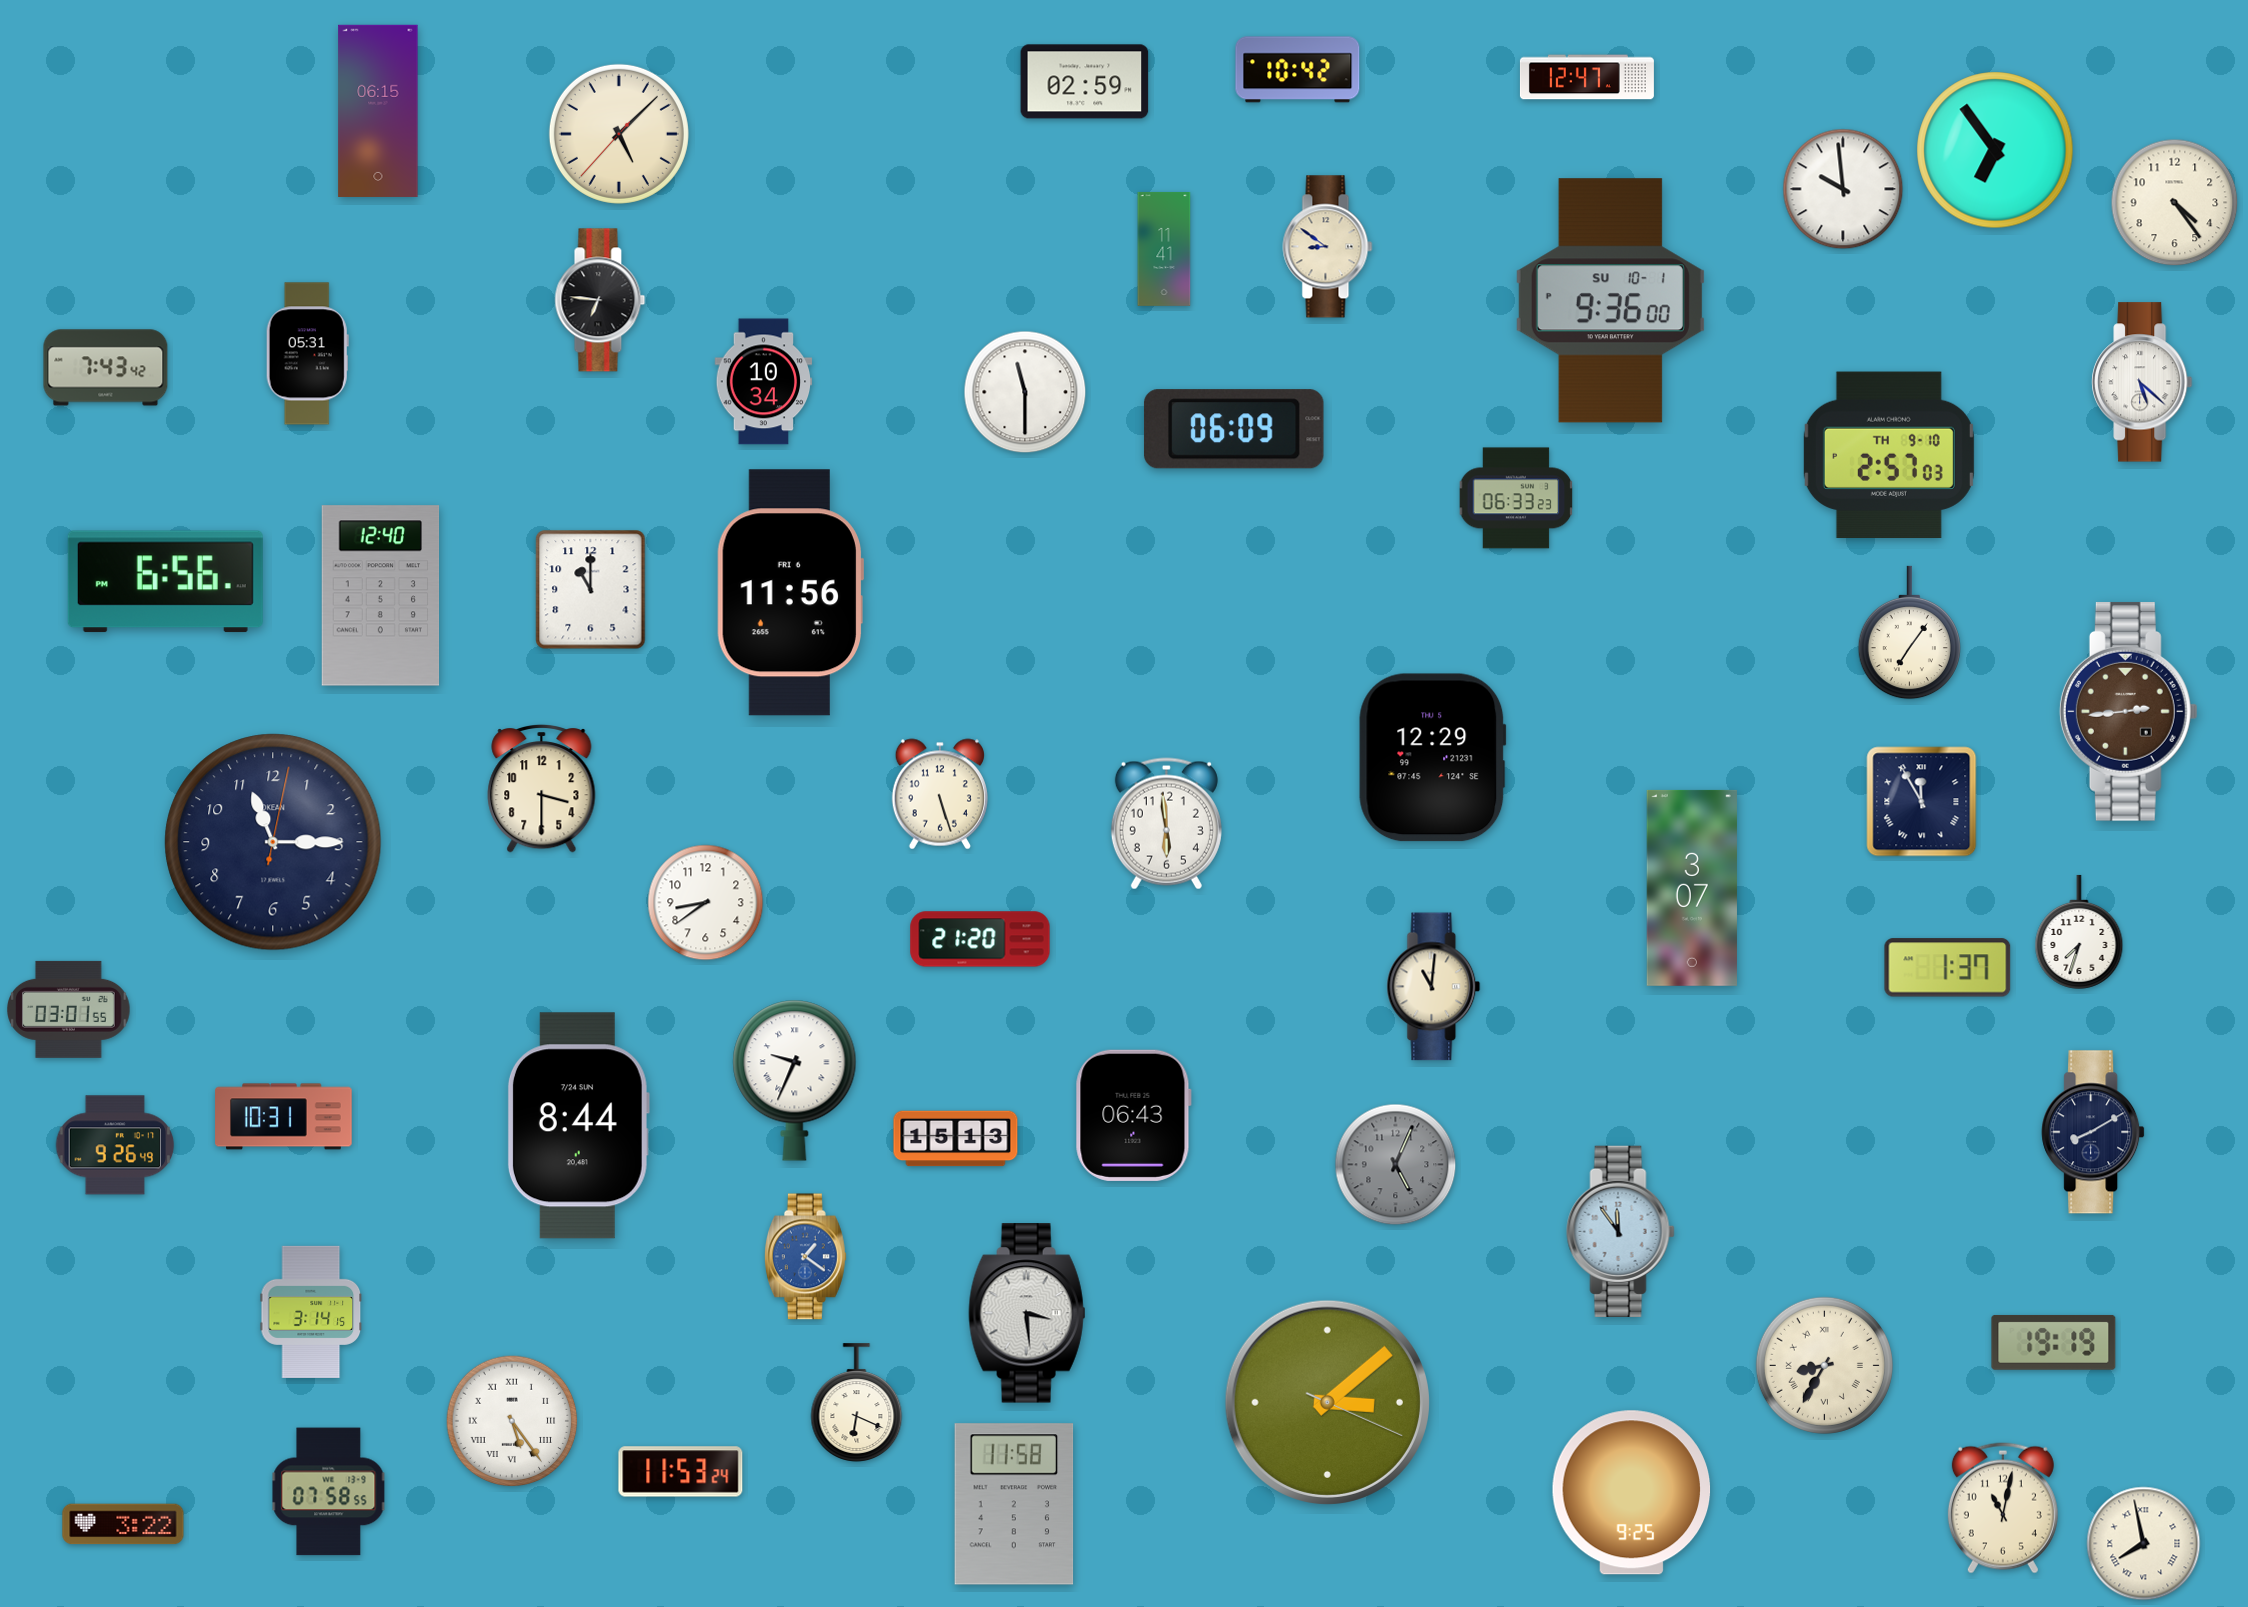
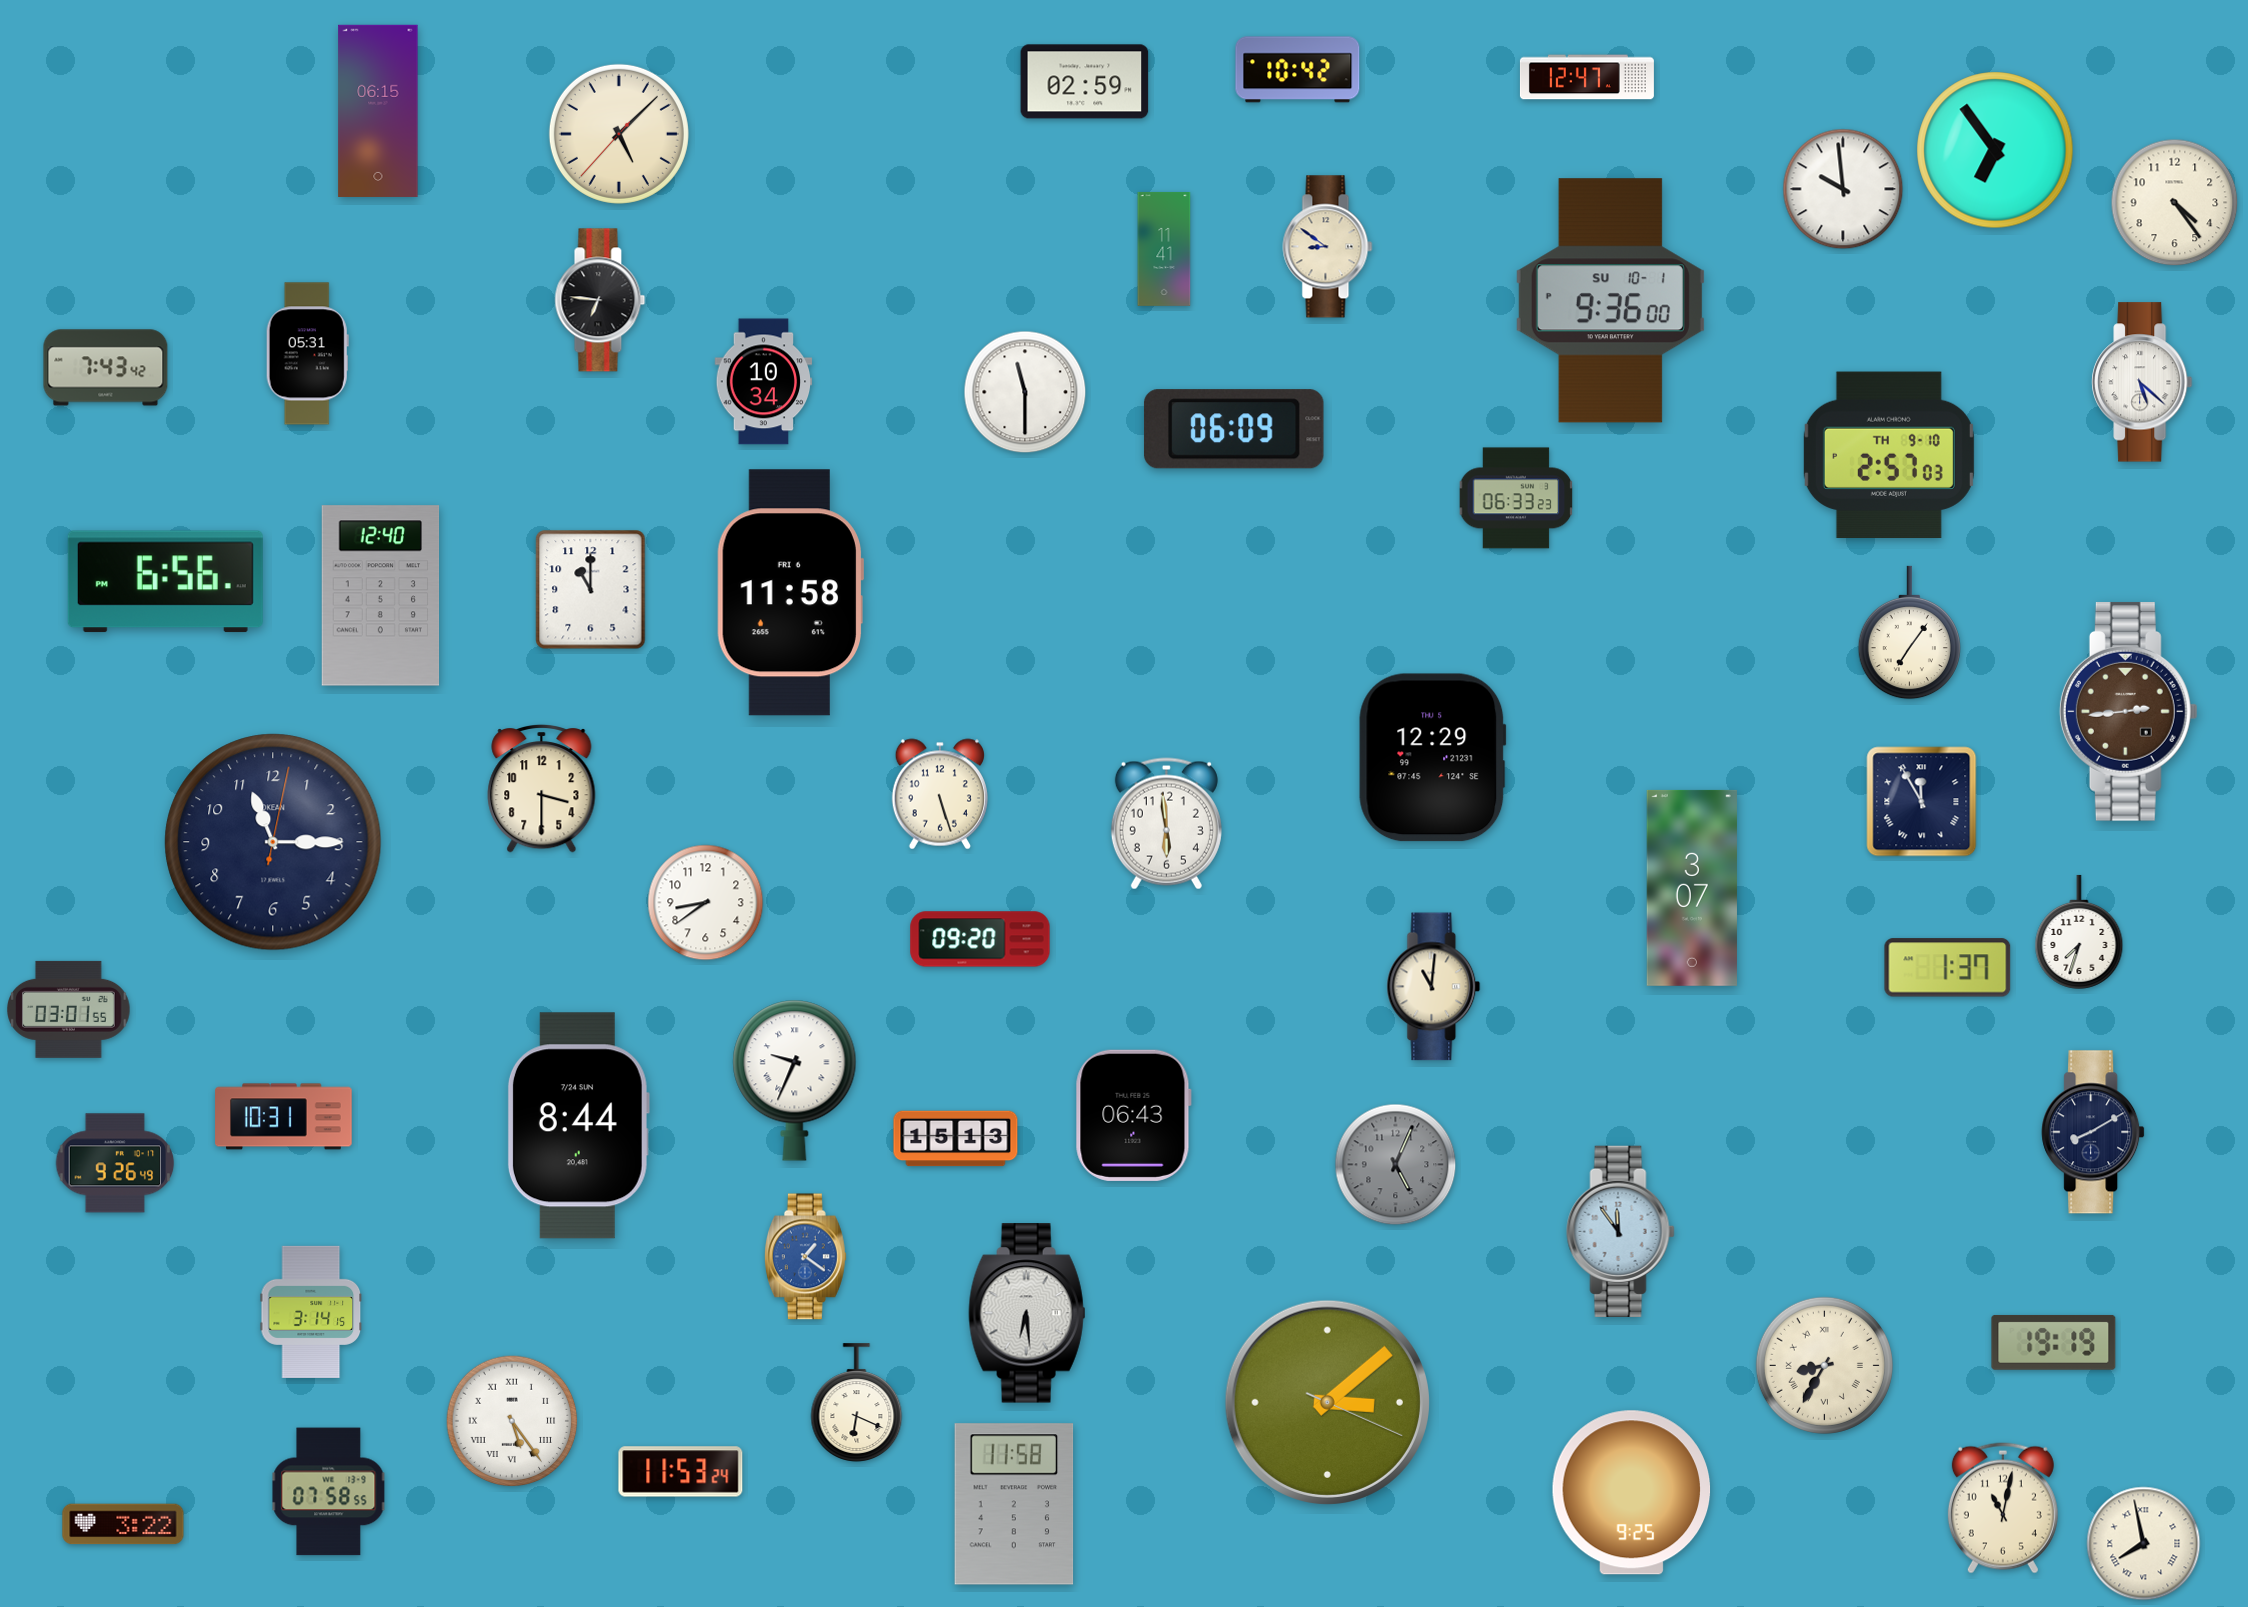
clock at (790, 593): 11:56 -> 11:58
clock at (980, 939): 21:20 -> 09:20
clock at (115, 1145) position: (115, 1145) -> (115, 1163)
clock at (1027, 1313): 3:29 -> 6:29
